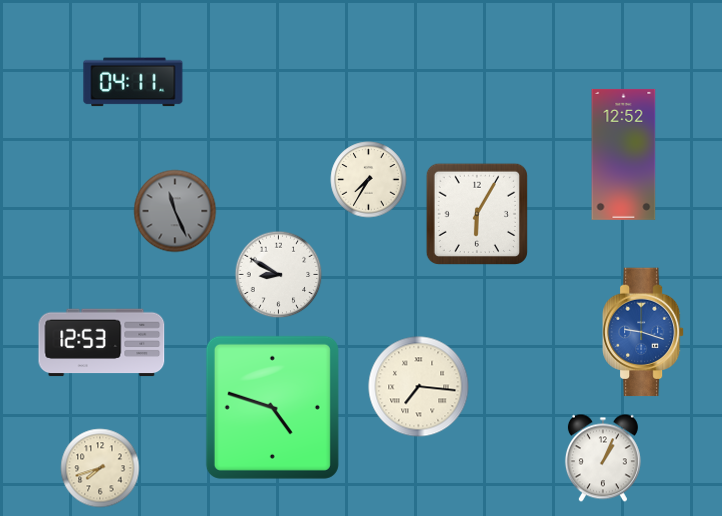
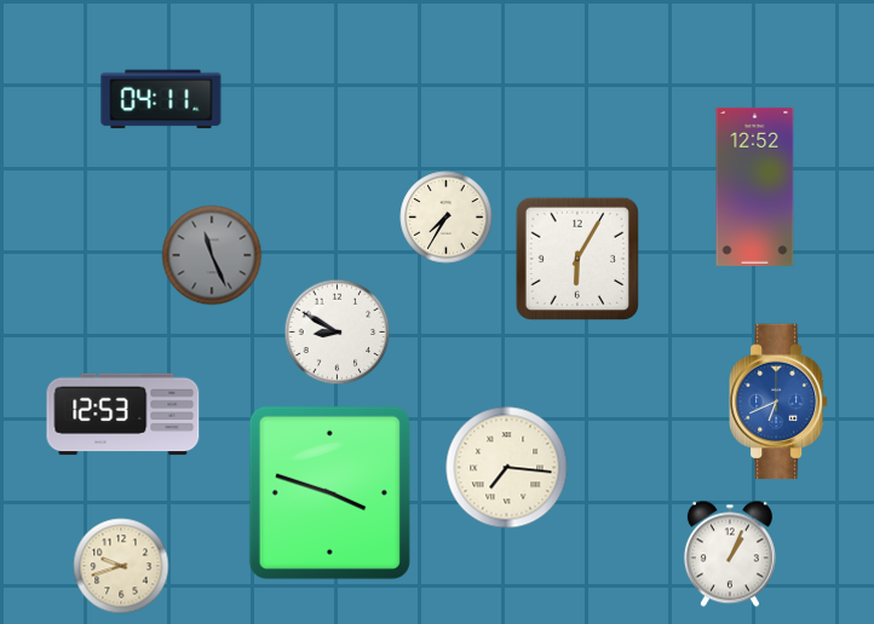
clock at (644, 332): 9:18 -> 6:41
clock at (272, 407): 4:48 -> 3:48
clock at (100, 468): 7:42 -> 9:42
